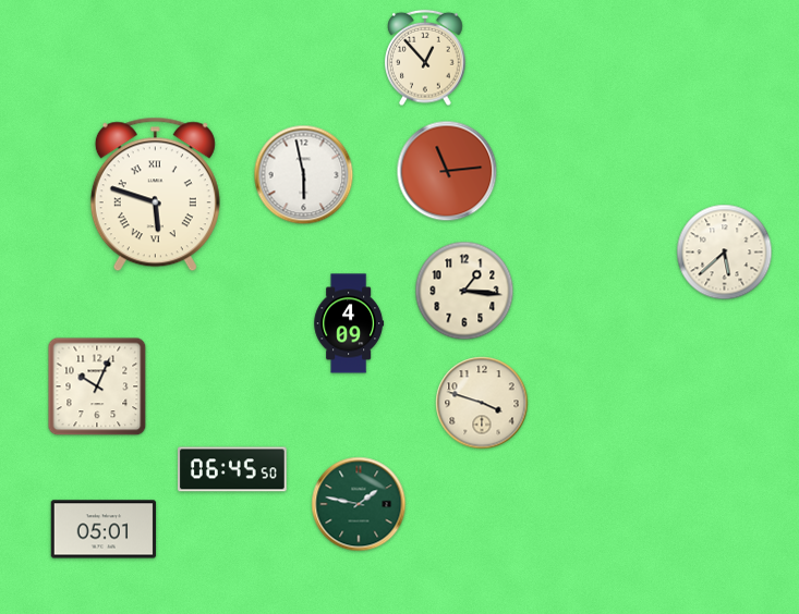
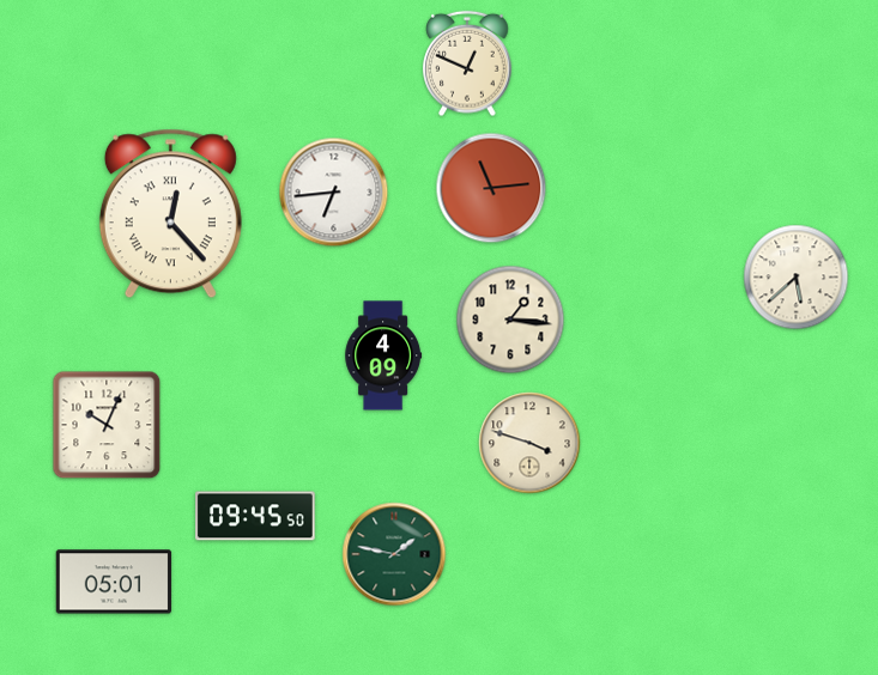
clock at (425, 58): 12:53 -> 12:49
clock at (304, 175): 5:58 -> 6:44
clock at (155, 195): 5:48 -> 12:23
clock at (233, 469): 06:45 -> 09:45
